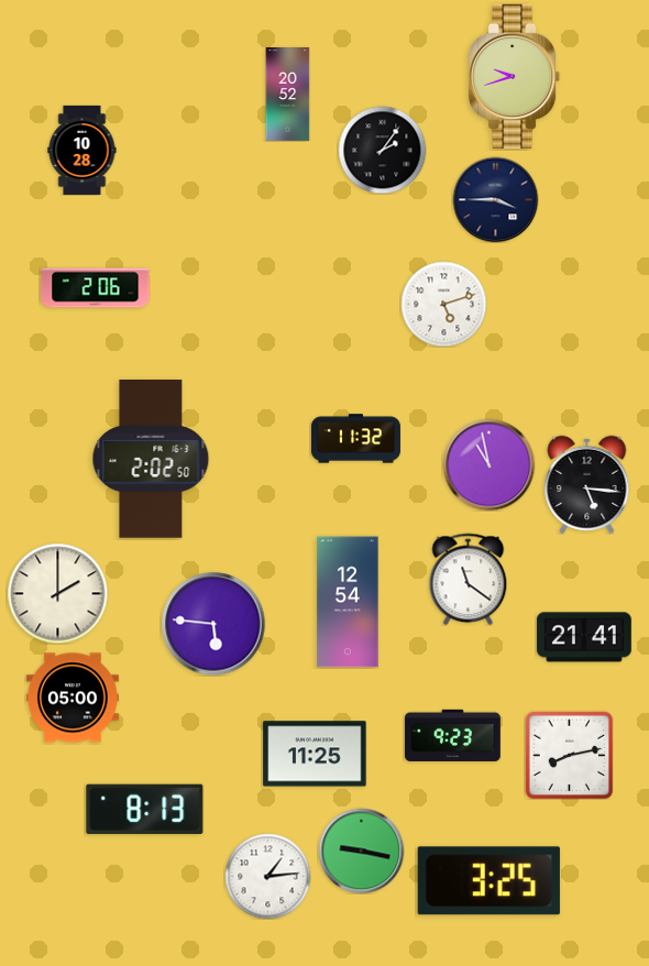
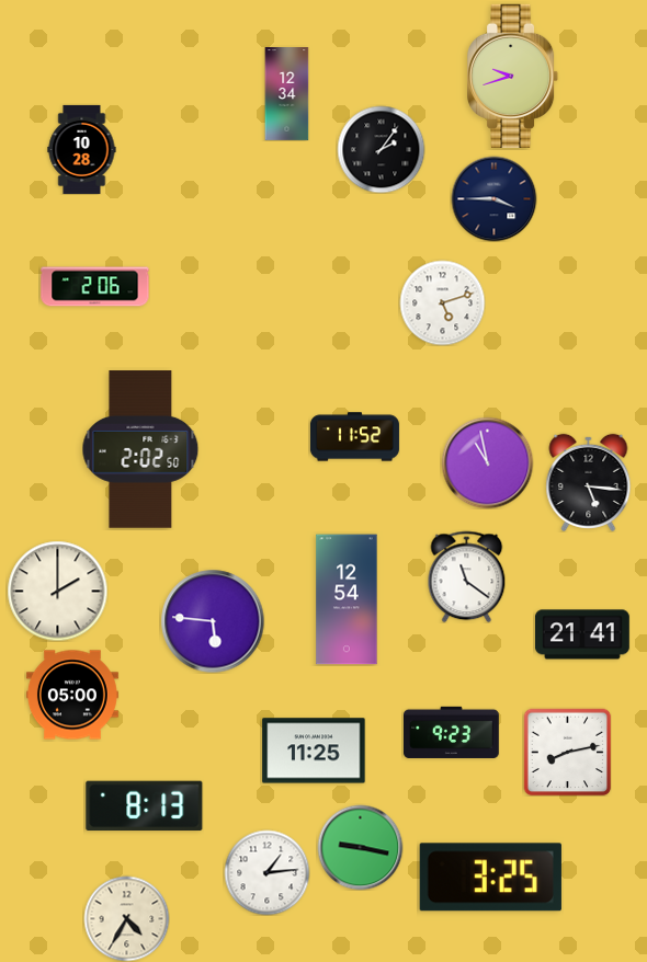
clock at (288, 95): 20:52 -> 12:34
clock at (355, 439): 11:32 -> 11:52
clock at (151, 459) position: (151, 459) -> (140, 449)
clock at (587, 484) position: (587, 484) -> (589, 482)
clock at (488, 881) position: (488, 881) -> (490, 878)
clock at (126, 918): none -> 4:35
